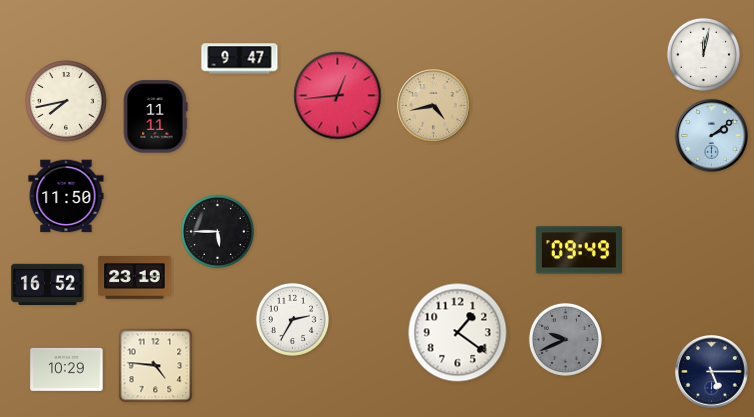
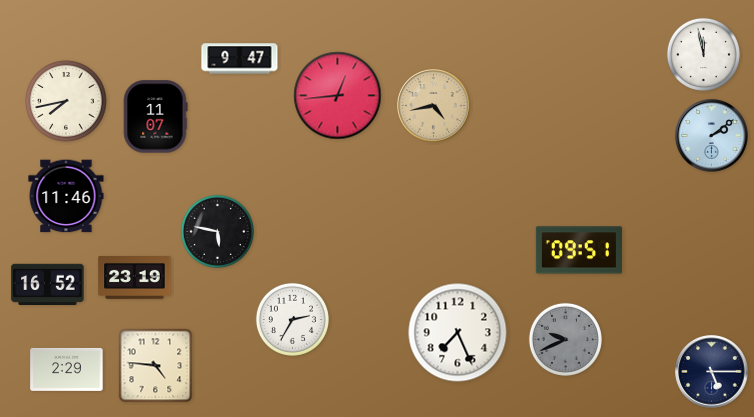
clock at (703, 54): 12:02 -> 11:58
clock at (155, 117): 11:11 -> 11:07
clock at (66, 196): 11:50 -> 11:46
clock at (217, 231): 5:45 -> 5:47
clock at (579, 250): 09:49 -> 09:51
clock at (458, 333): 1:21 -> 7:26
clock at (67, 369): 10:29 -> 2:29
